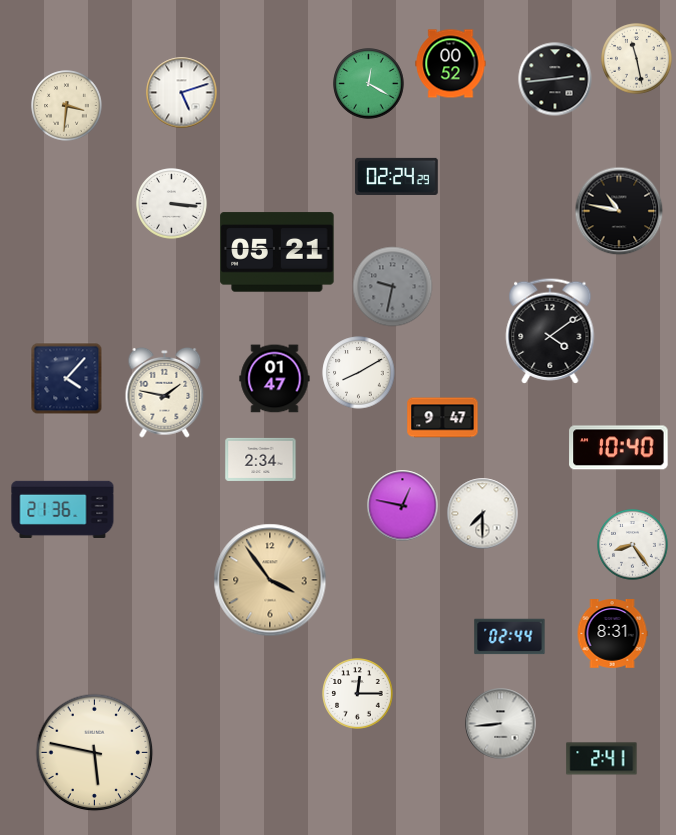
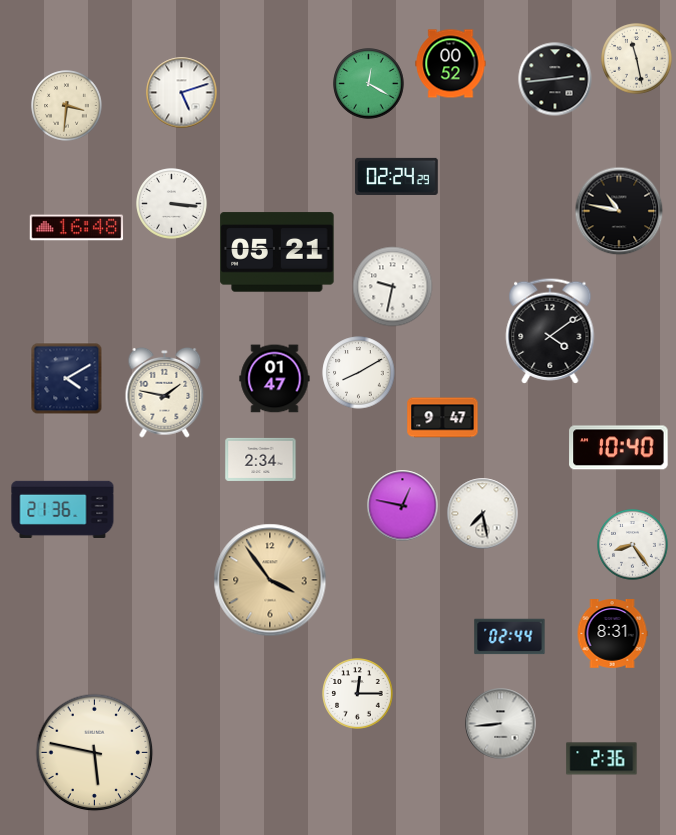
clock at (77, 228): none -> 16:48
clock at (393, 287) dial: grey -> white
clock at (67, 379): 4:07 -> 4:10
clock at (483, 514): 7:30 -> 7:28
clock at (602, 759): 2:41 -> 2:36
